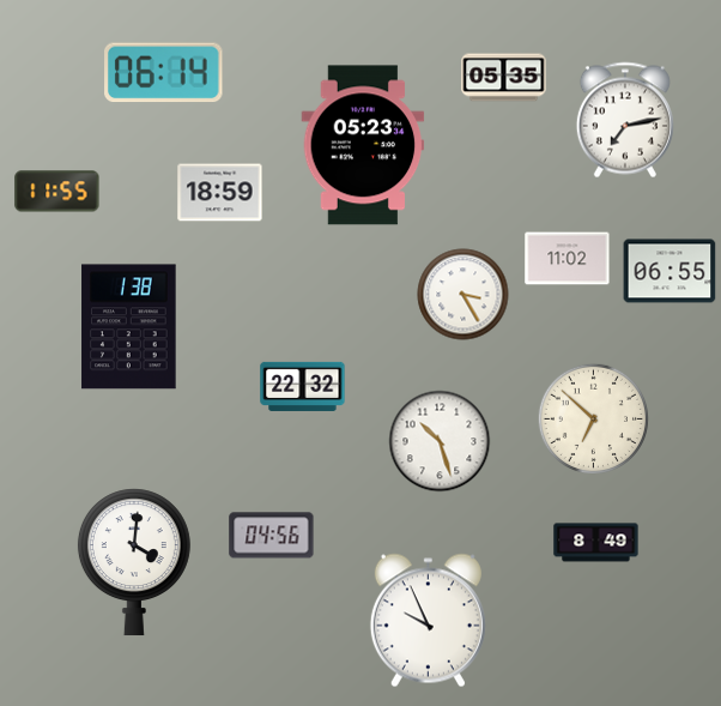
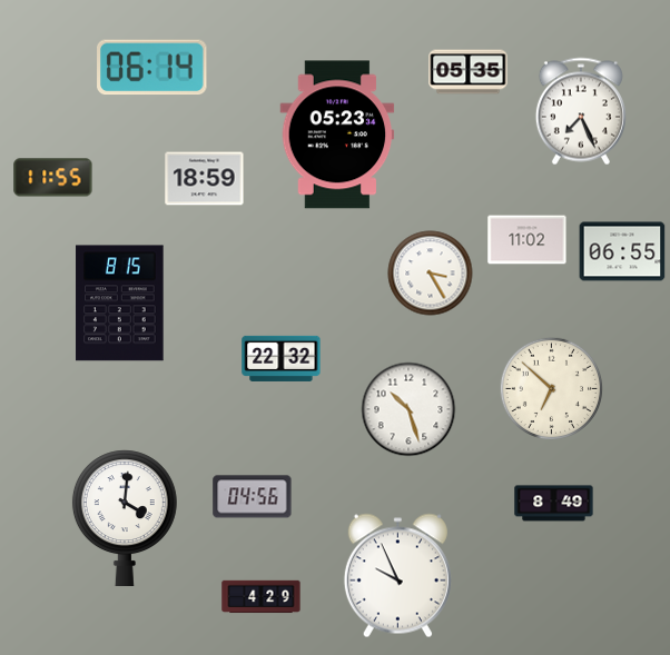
clock at (625, 120): 7:13 -> 7:26
clock at (129, 327): 1:38 -> 8:15
clock at (134, 562) position: (134, 562) -> (125, 518)
clock at (262, 597): none -> 4:29
